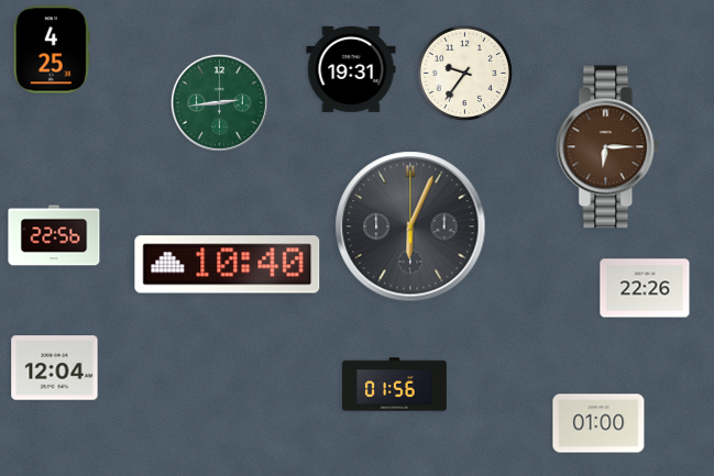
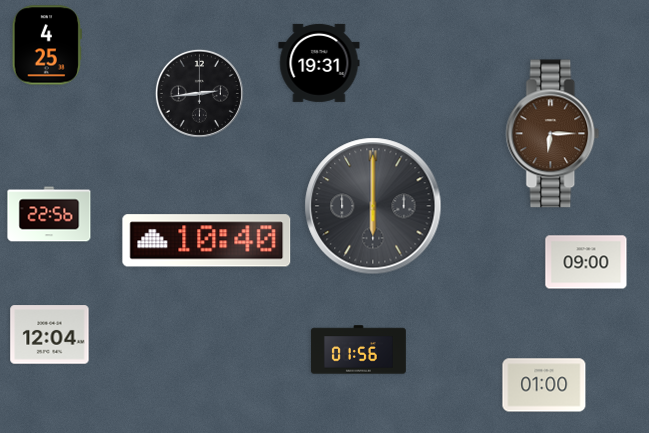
clock at (464, 73): 9:36 -> none
clock at (219, 102) dial: green -> black
clock at (410, 226): 6:04 -> 6:00
clock at (645, 288): 22:26 -> 09:00
